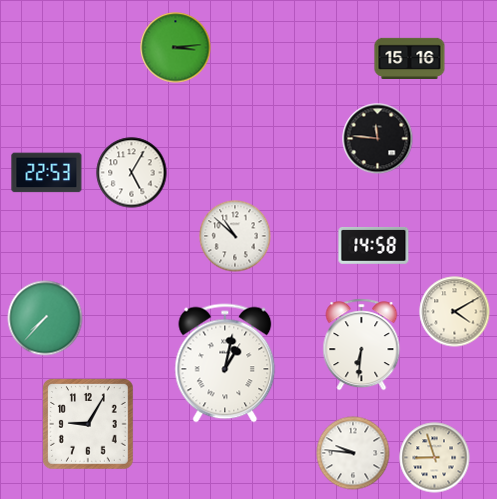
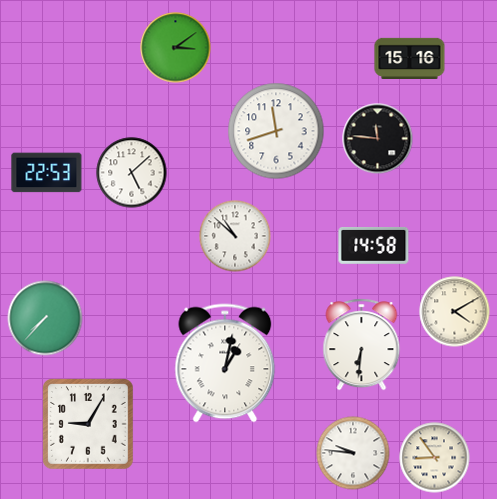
clock at (176, 48): 3:14 -> 3:09
clock at (276, 131): none -> 11:42
clock at (132, 173): 5:05 -> 5:08
clock at (435, 458): 8:57 -> 8:54
